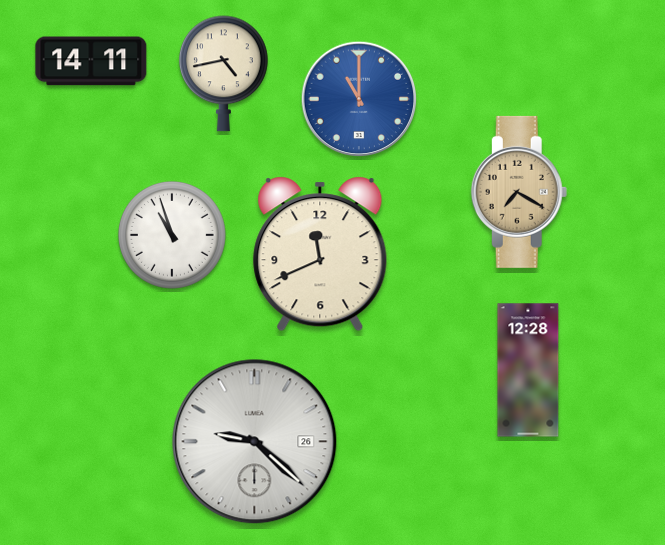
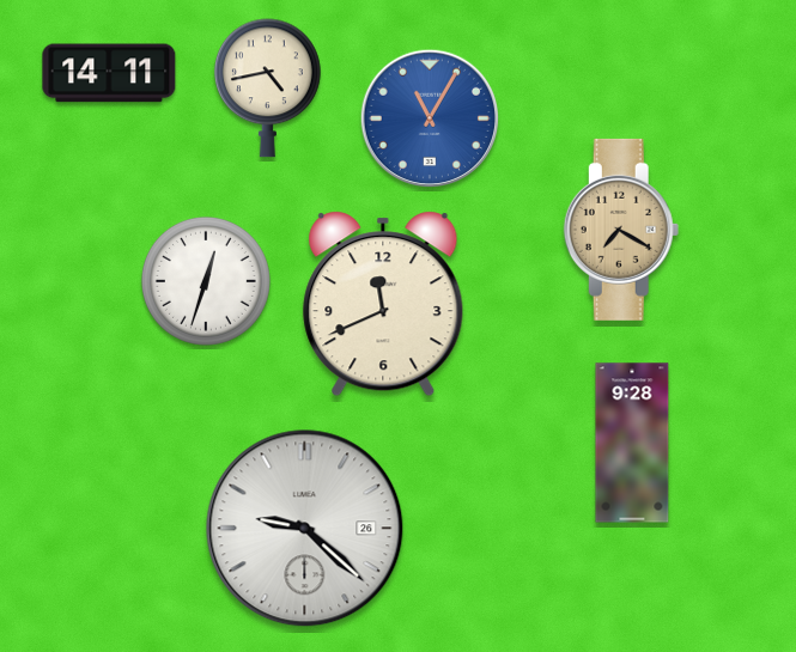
clock at (359, 99): 11:00 -> 11:05
clock at (172, 235): 10:57 -> 12:33
clock at (528, 370): 12:28 -> 9:28
